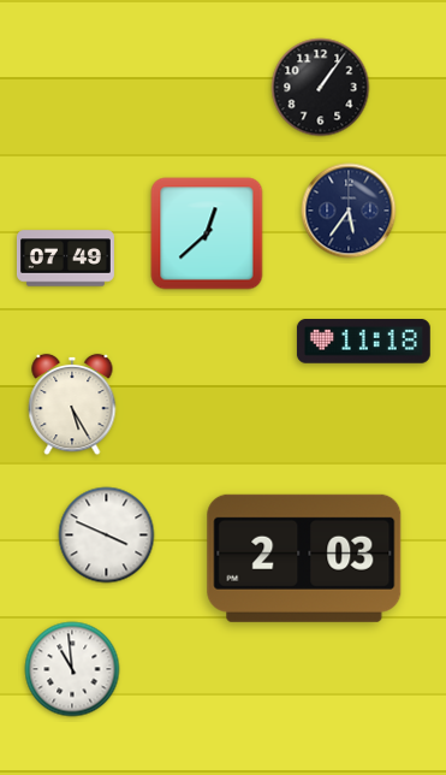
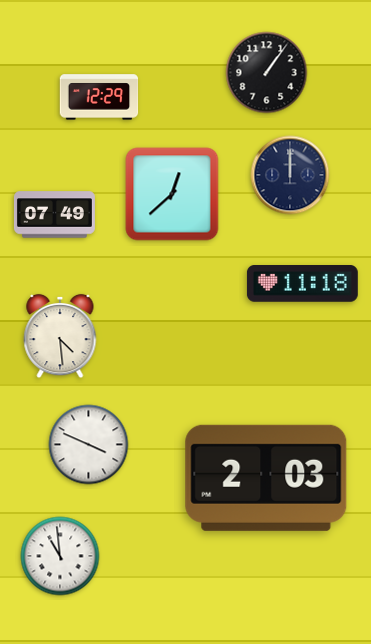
clock at (99, 97): none -> 12:29
clock at (349, 211): 5:36 -> 12:00
clock at (72, 404): 5:25 -> 4:29
clock at (304, 558) position: (304, 558) -> (266, 478)
